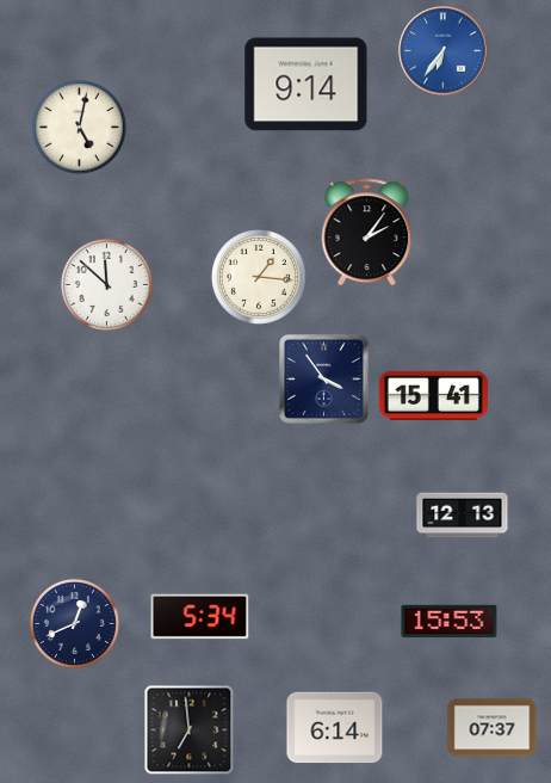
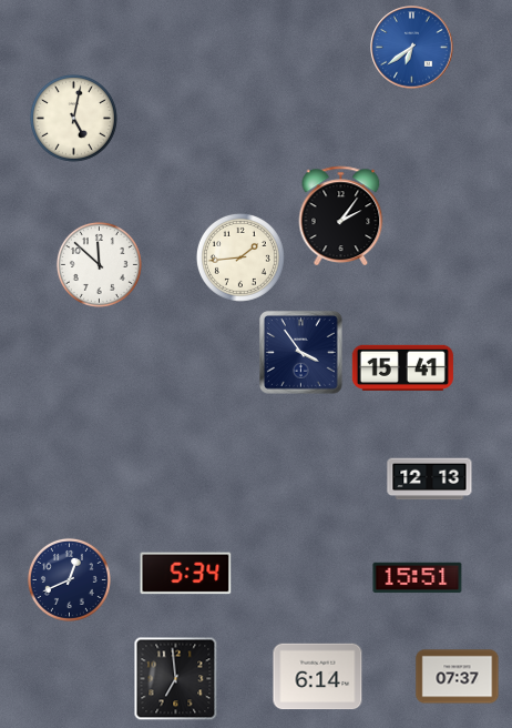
clock at (444, 51): 6:36 -> 6:39
clock at (307, 85): 9:14 -> none
clock at (259, 277): 1:16 -> 1:44
clock at (450, 622): 15:53 -> 15:51
clock at (335, 728) position: (335, 728) -> (318, 677)
